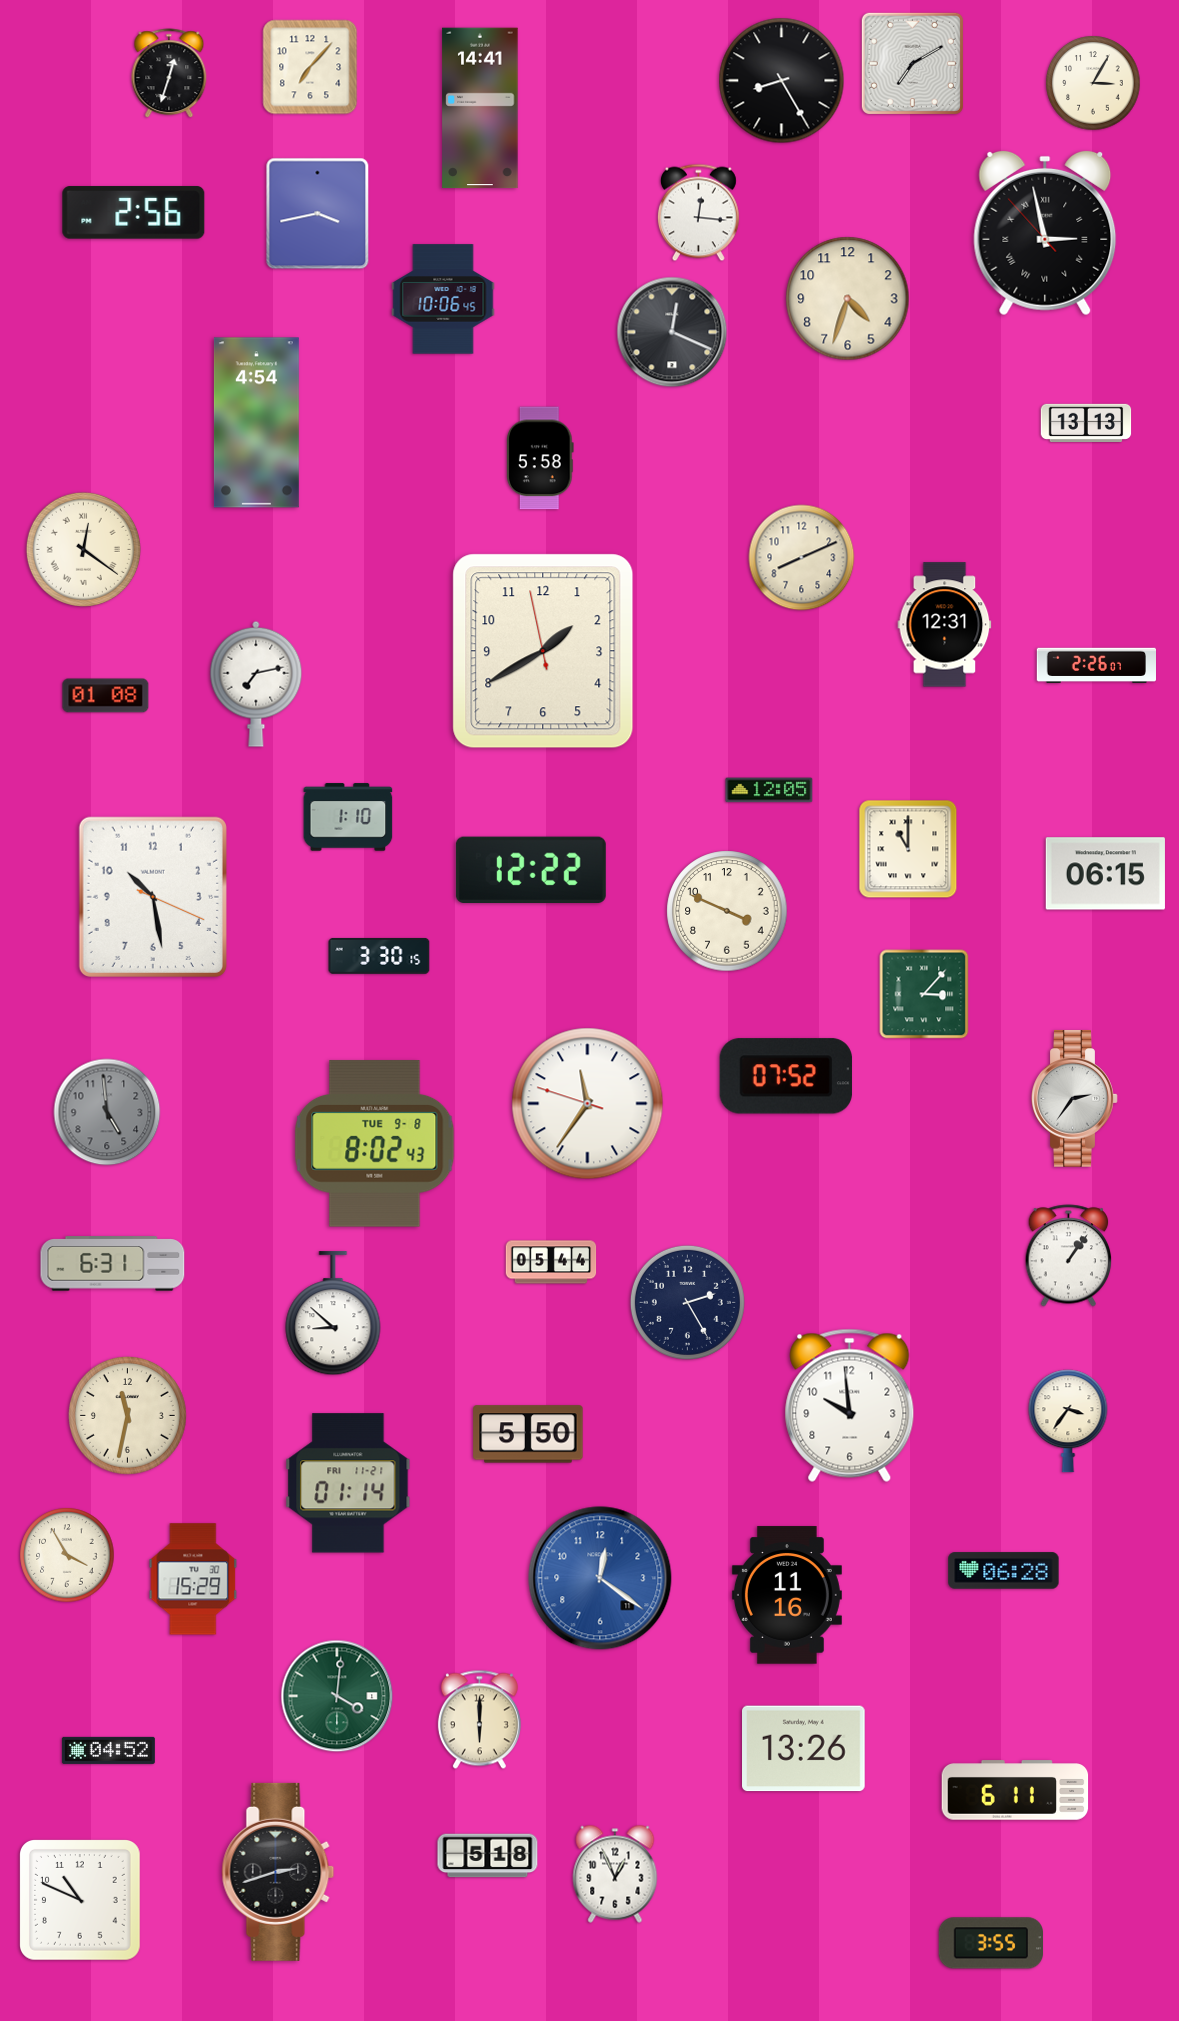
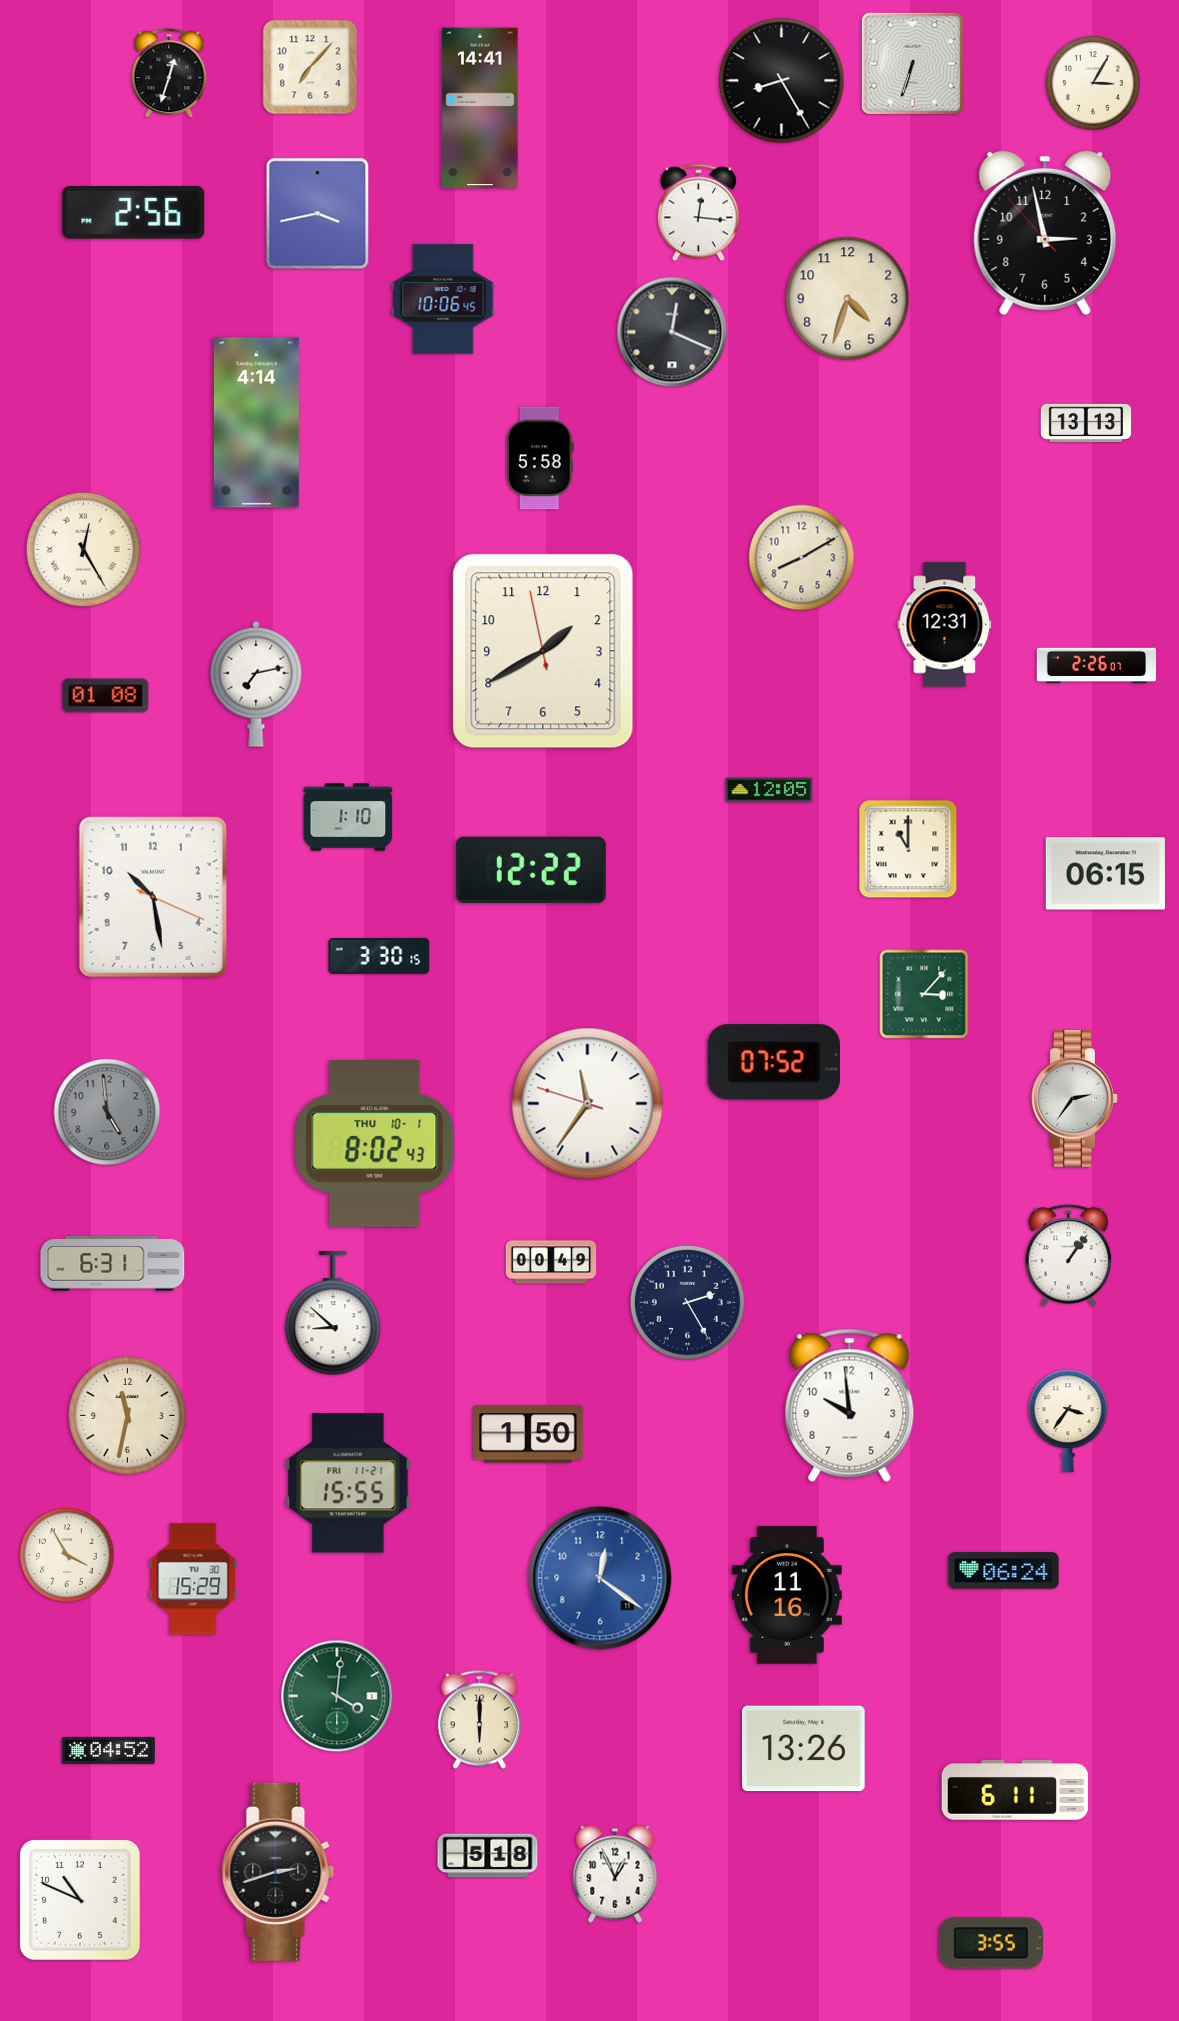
clock at (912, 63): 7:10 -> 6:33
clock at (1045, 233) numerals: Roman -> Arabic
clock at (256, 423): 4:54 -> 4:14
clock at (83, 549): 12:21 -> 12:25
clock at (802, 558): 8:11 -> 8:10
clock at (727, 911): 3:49 -> none
clock at (786, 1076) position: (786, 1076) -> (774, 1062)
clock at (375, 1144) date: TUE 9-8 -> THU 10-1
clock at (551, 1262): 05:44 -> 00:49
clock at (528, 1434): 5:50 -> 1:50
clock at (348, 1483): 01:14 -> 15:55
clock at (1004, 1571): 06:28 -> 06:24
